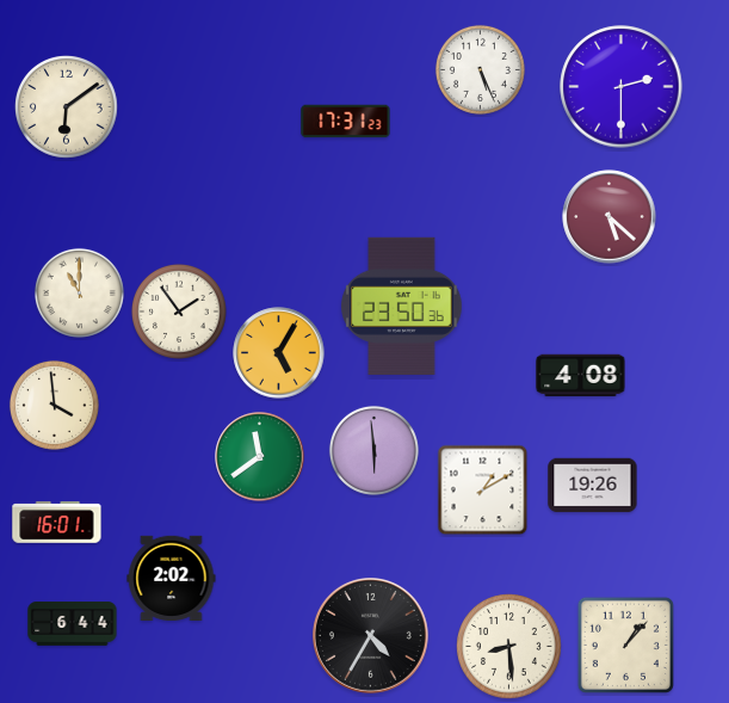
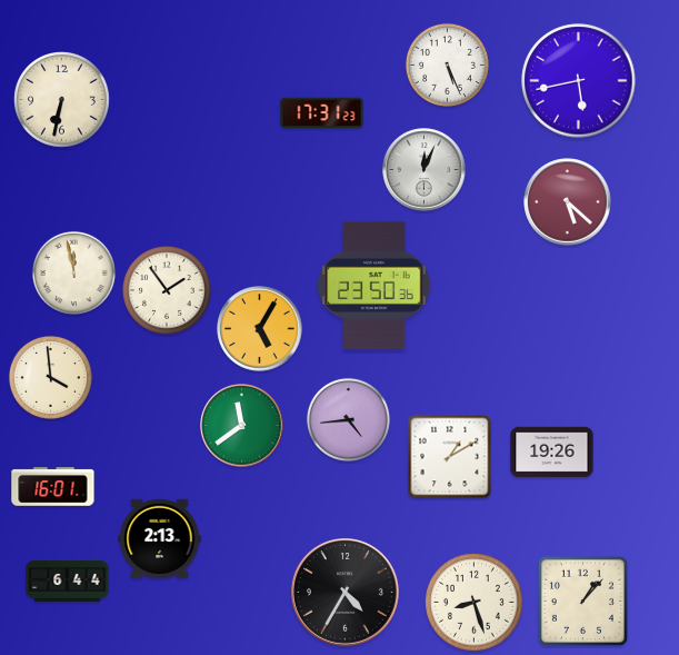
clock at (622, 87): 2:30 -> 5:43
clock at (67, 107): 6:09 -> 6:32
clock at (425, 170): none -> 12:04
clock at (79, 292): 11:00 -> 11:58
clock at (581, 376): 4:08 -> none
clock at (373, 450): 5:59 -> 4:44
clock at (172, 578): 2:02 -> 2:13
clock at (509, 647): 8:29 -> 8:27
